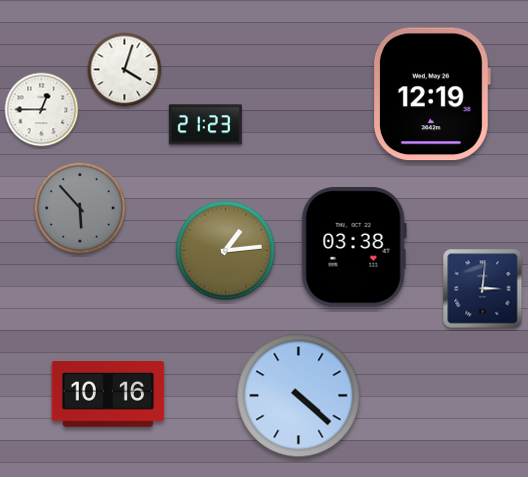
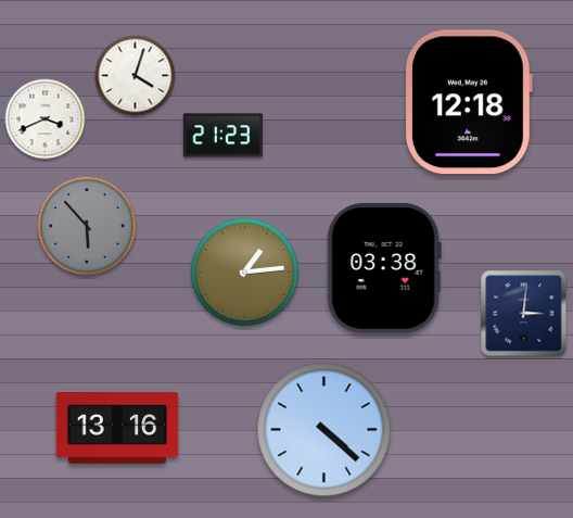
clock at (432, 94): 12:19 -> 12:18
clock at (42, 110): 12:45 -> 3:41
clock at (108, 395): 10:16 -> 13:16
